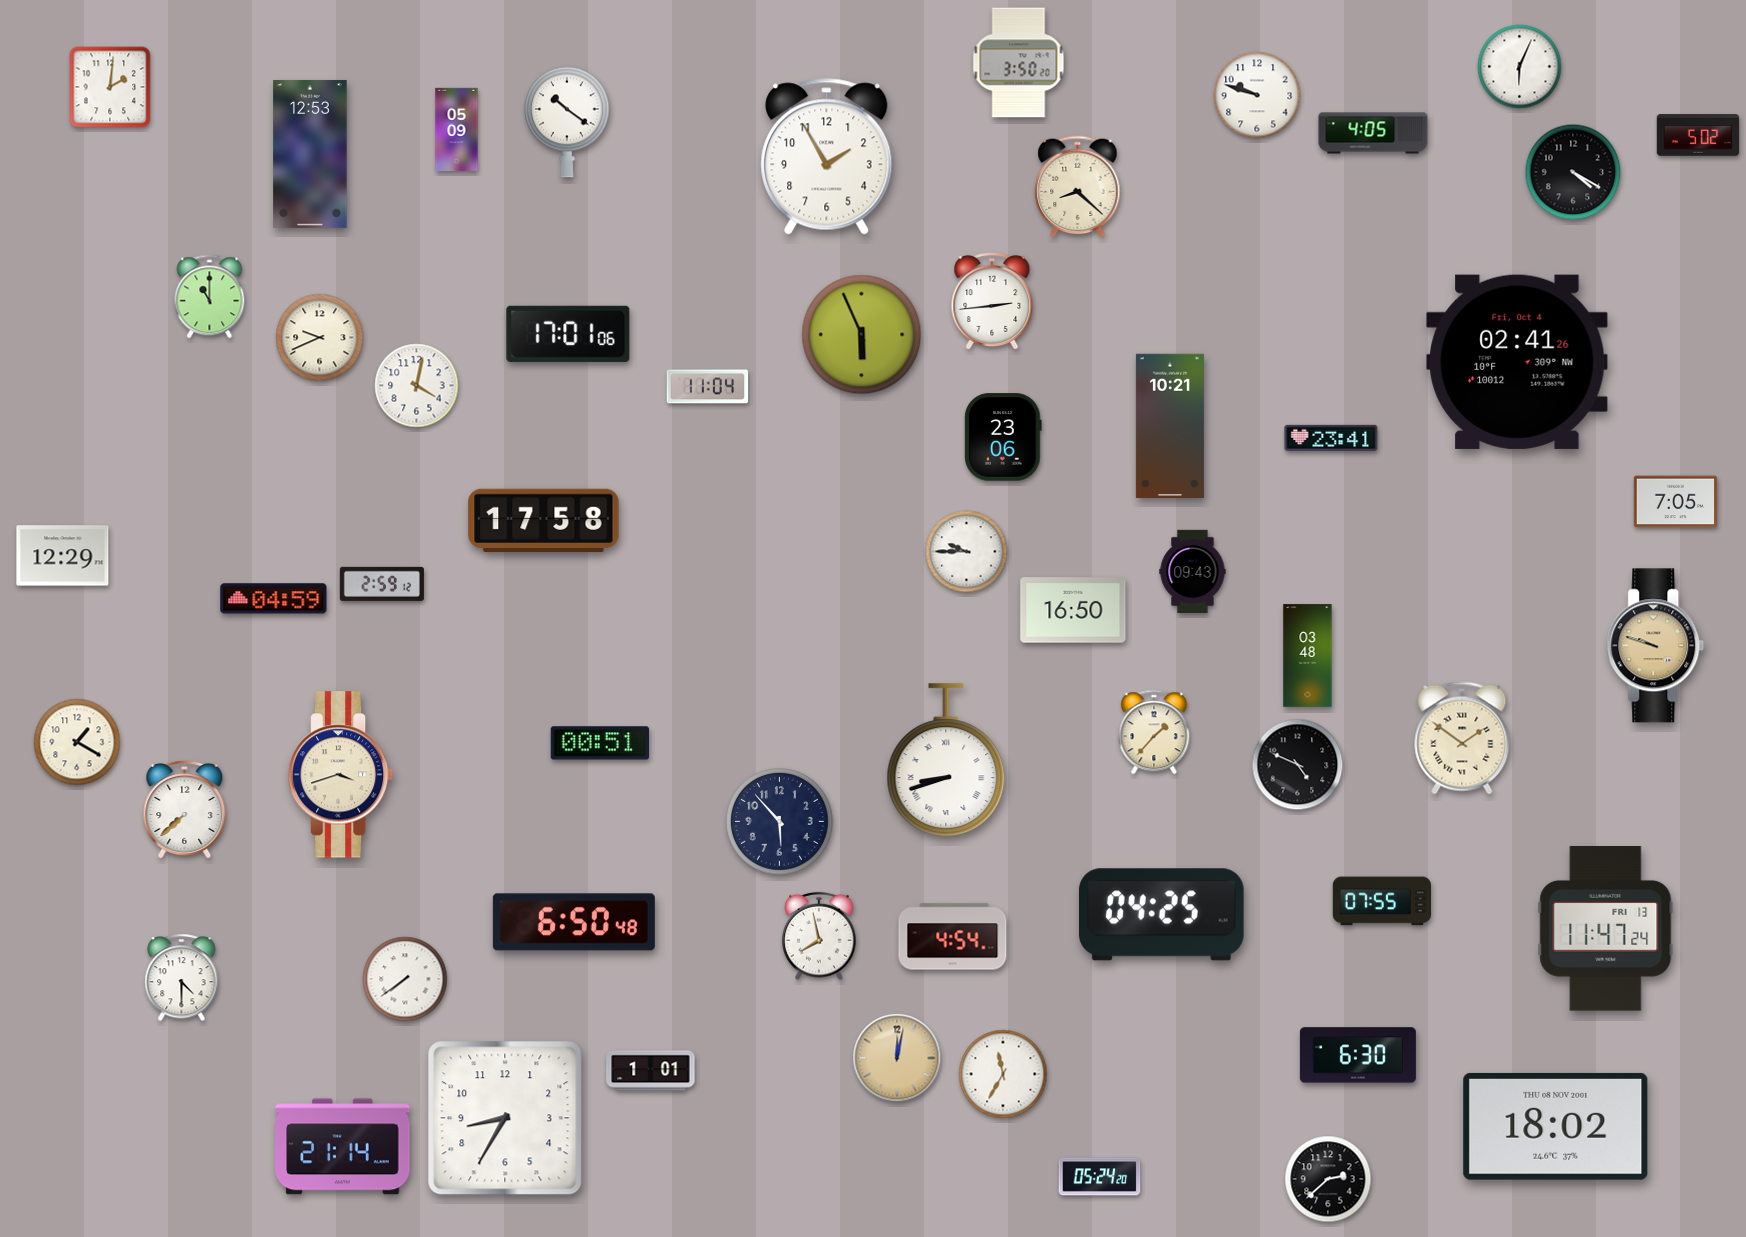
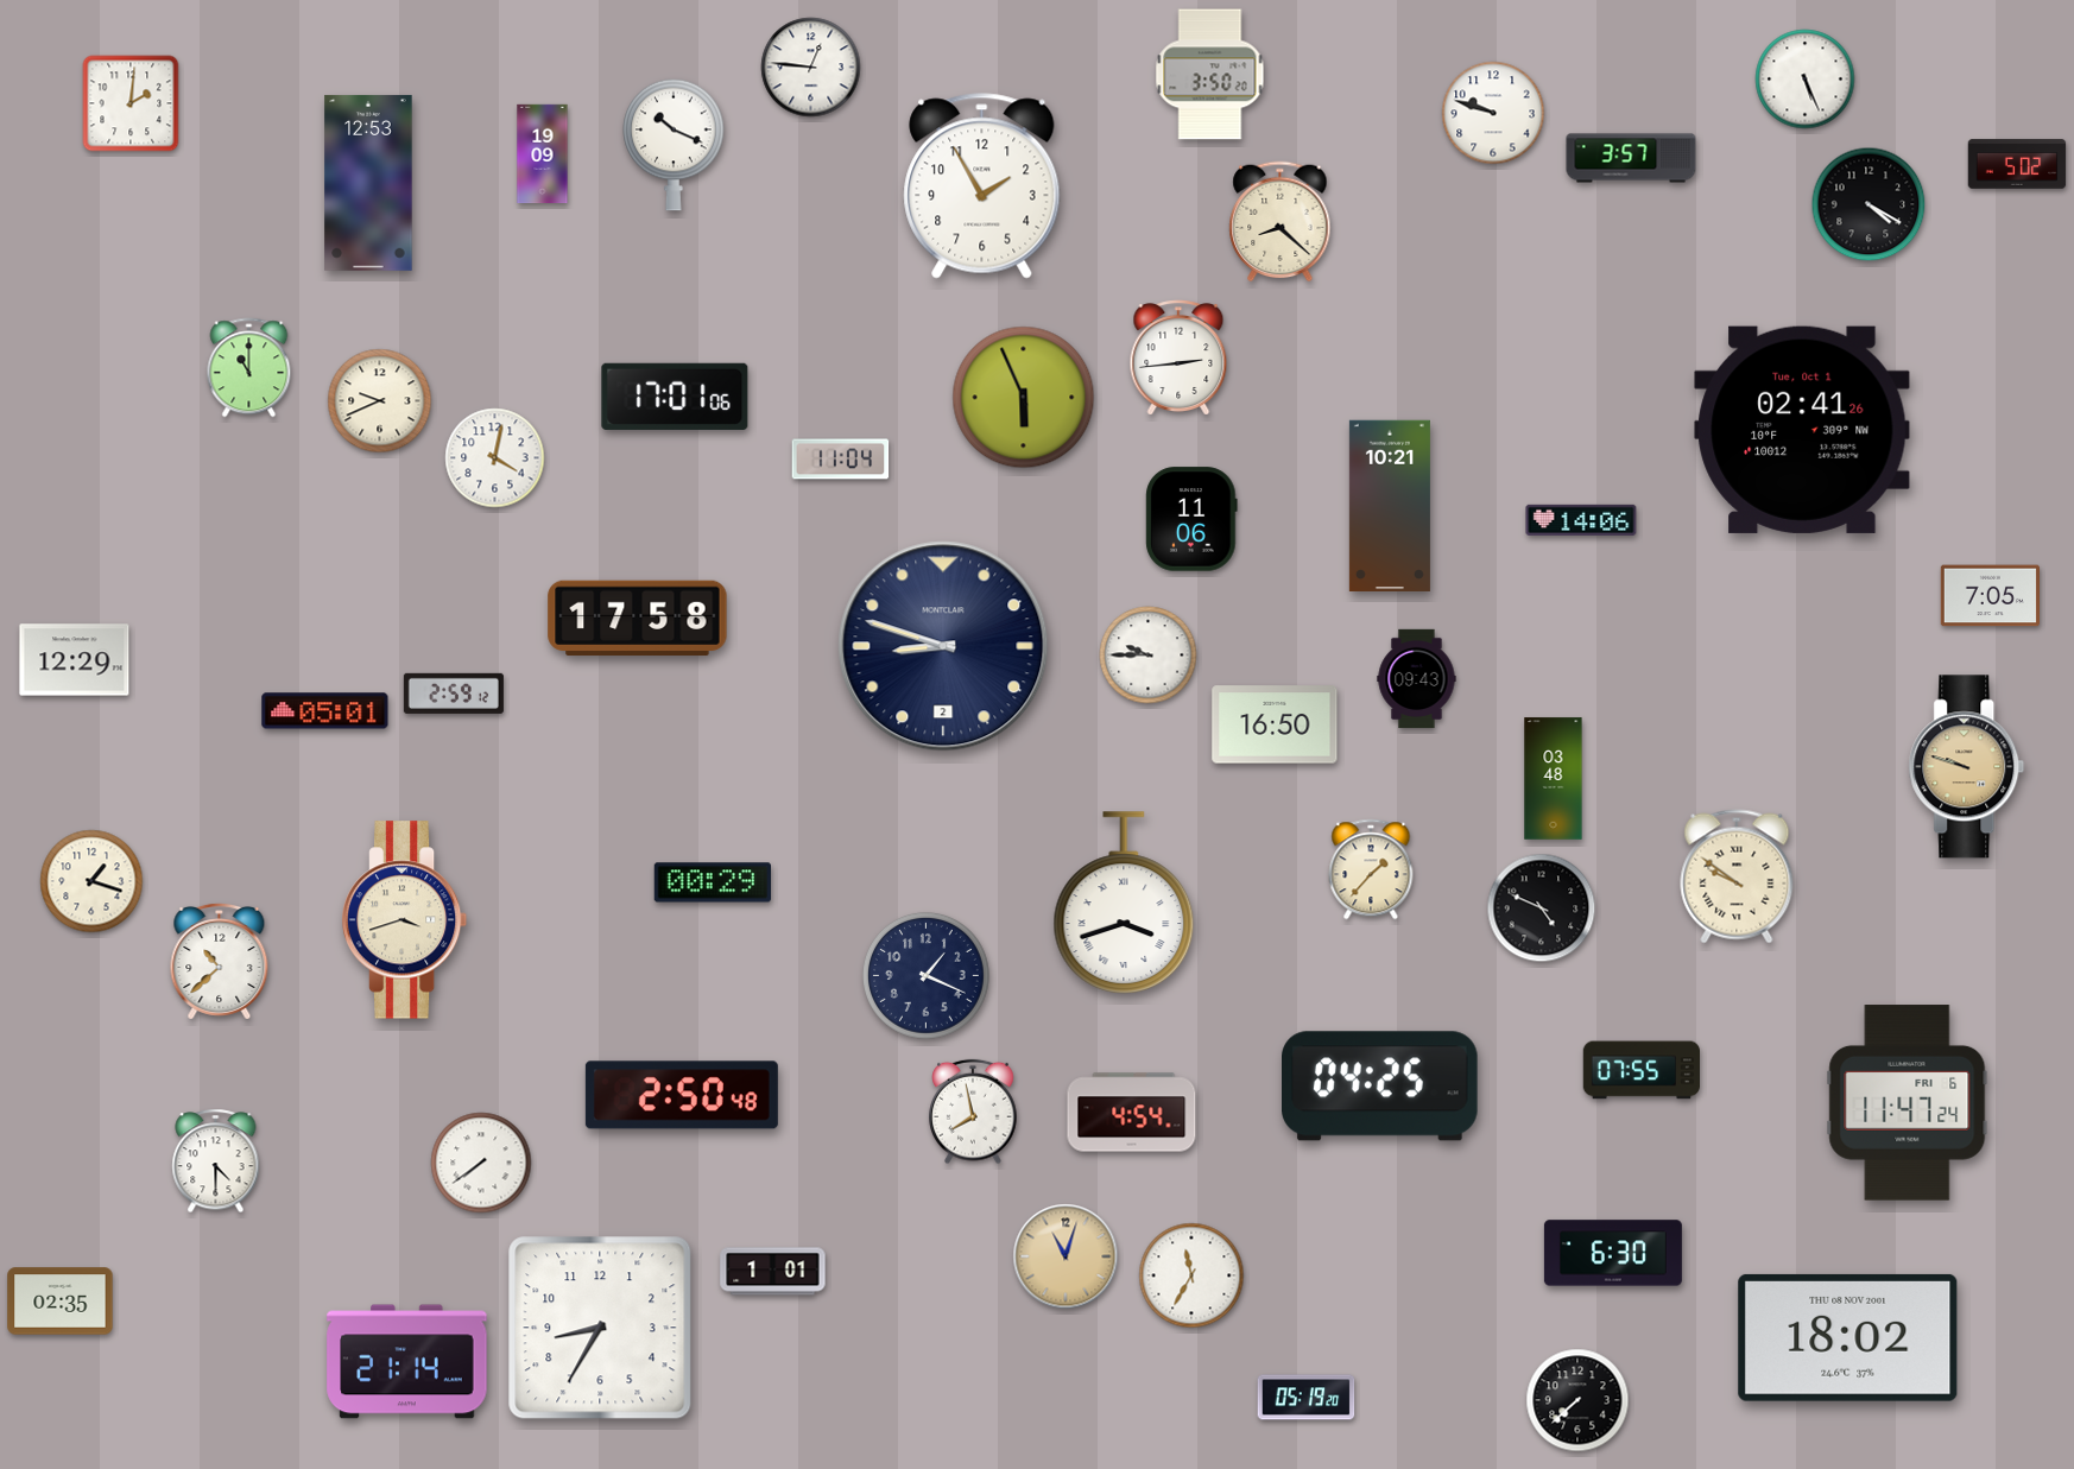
clock at (811, 68): none -> 12:46
clock at (1520, 67): 6:04 -> 5:26
clock at (567, 122): 10:21 -> 10:19
clock at (457, 130): 05:09 -> 19:09
clock at (1373, 133): 4:05 -> 3:57
clock at (1698, 135) position: (1698, 135) -> (2017, 164)
clock at (210, 297) position: (210, 297) -> (249, 368)
clock at (1517, 362) date: Fri, Oct 4 -> Tue, Oct 1
clock at (1003, 437): 23:06 -> 11:06
clock at (1331, 438): 23:41 -> 14:06
clock at (544, 521) position: (544, 521) -> (638, 619)
clock at (943, 646): none -> 8:48
clock at (274, 599): 04:59 -> 05:01
clock at (1462, 738): 1:51 -> 9:51
clock at (77, 742): 1:20 -> 1:18
clock at (599, 743): 00:51 -> 00:29
clock at (946, 760): 8:42 -> 3:42
clock at (185, 809): 7:38 -> 10:38
clock at (779, 821): 5:53 -> 1:19
clock at (574, 922): 6:50 -> 2:50
clock at (1606, 929) date: FRI 13 -> FRI 6
clock at (897, 1058): 12:02 -> 11:03
clock at (61, 1302): none -> 02:35
clock at (1100, 1177): 05:24 -> 05:19
clock at (1328, 1179): 2:38 -> 7:38
